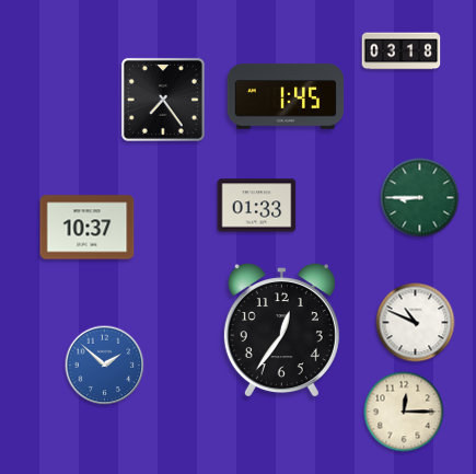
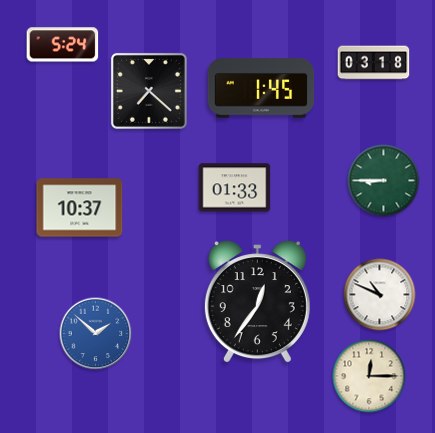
clock at (63, 45): none -> 5:24
clock at (402, 51) position: (402, 51) -> (374, 63)
clock at (163, 100): 7:24 -> 7:22
